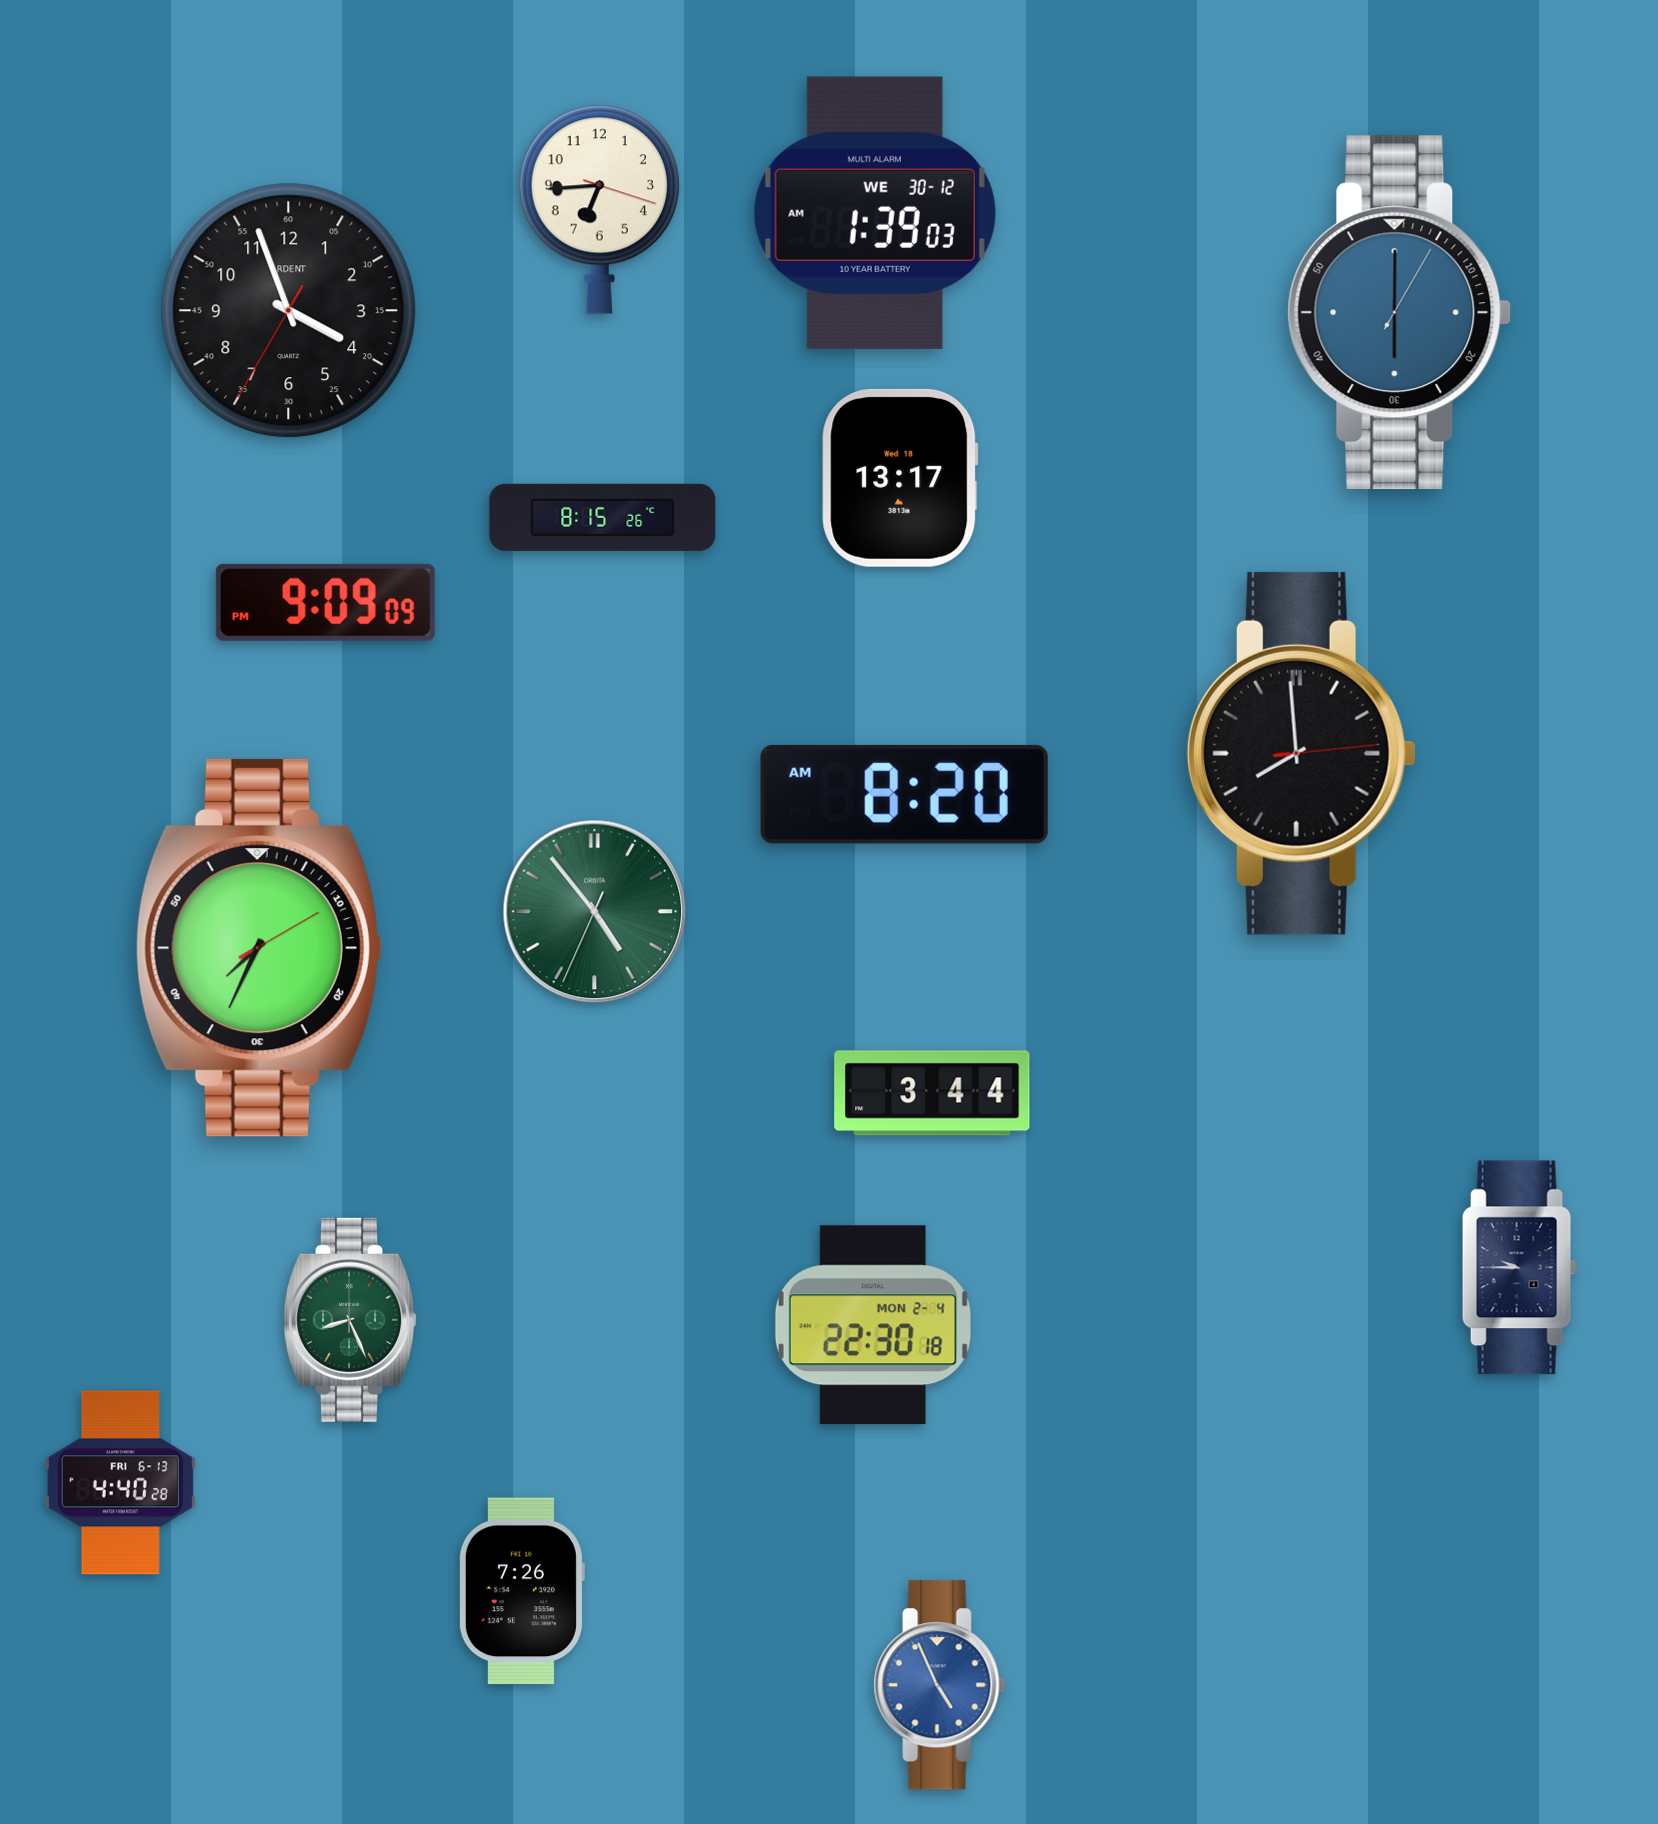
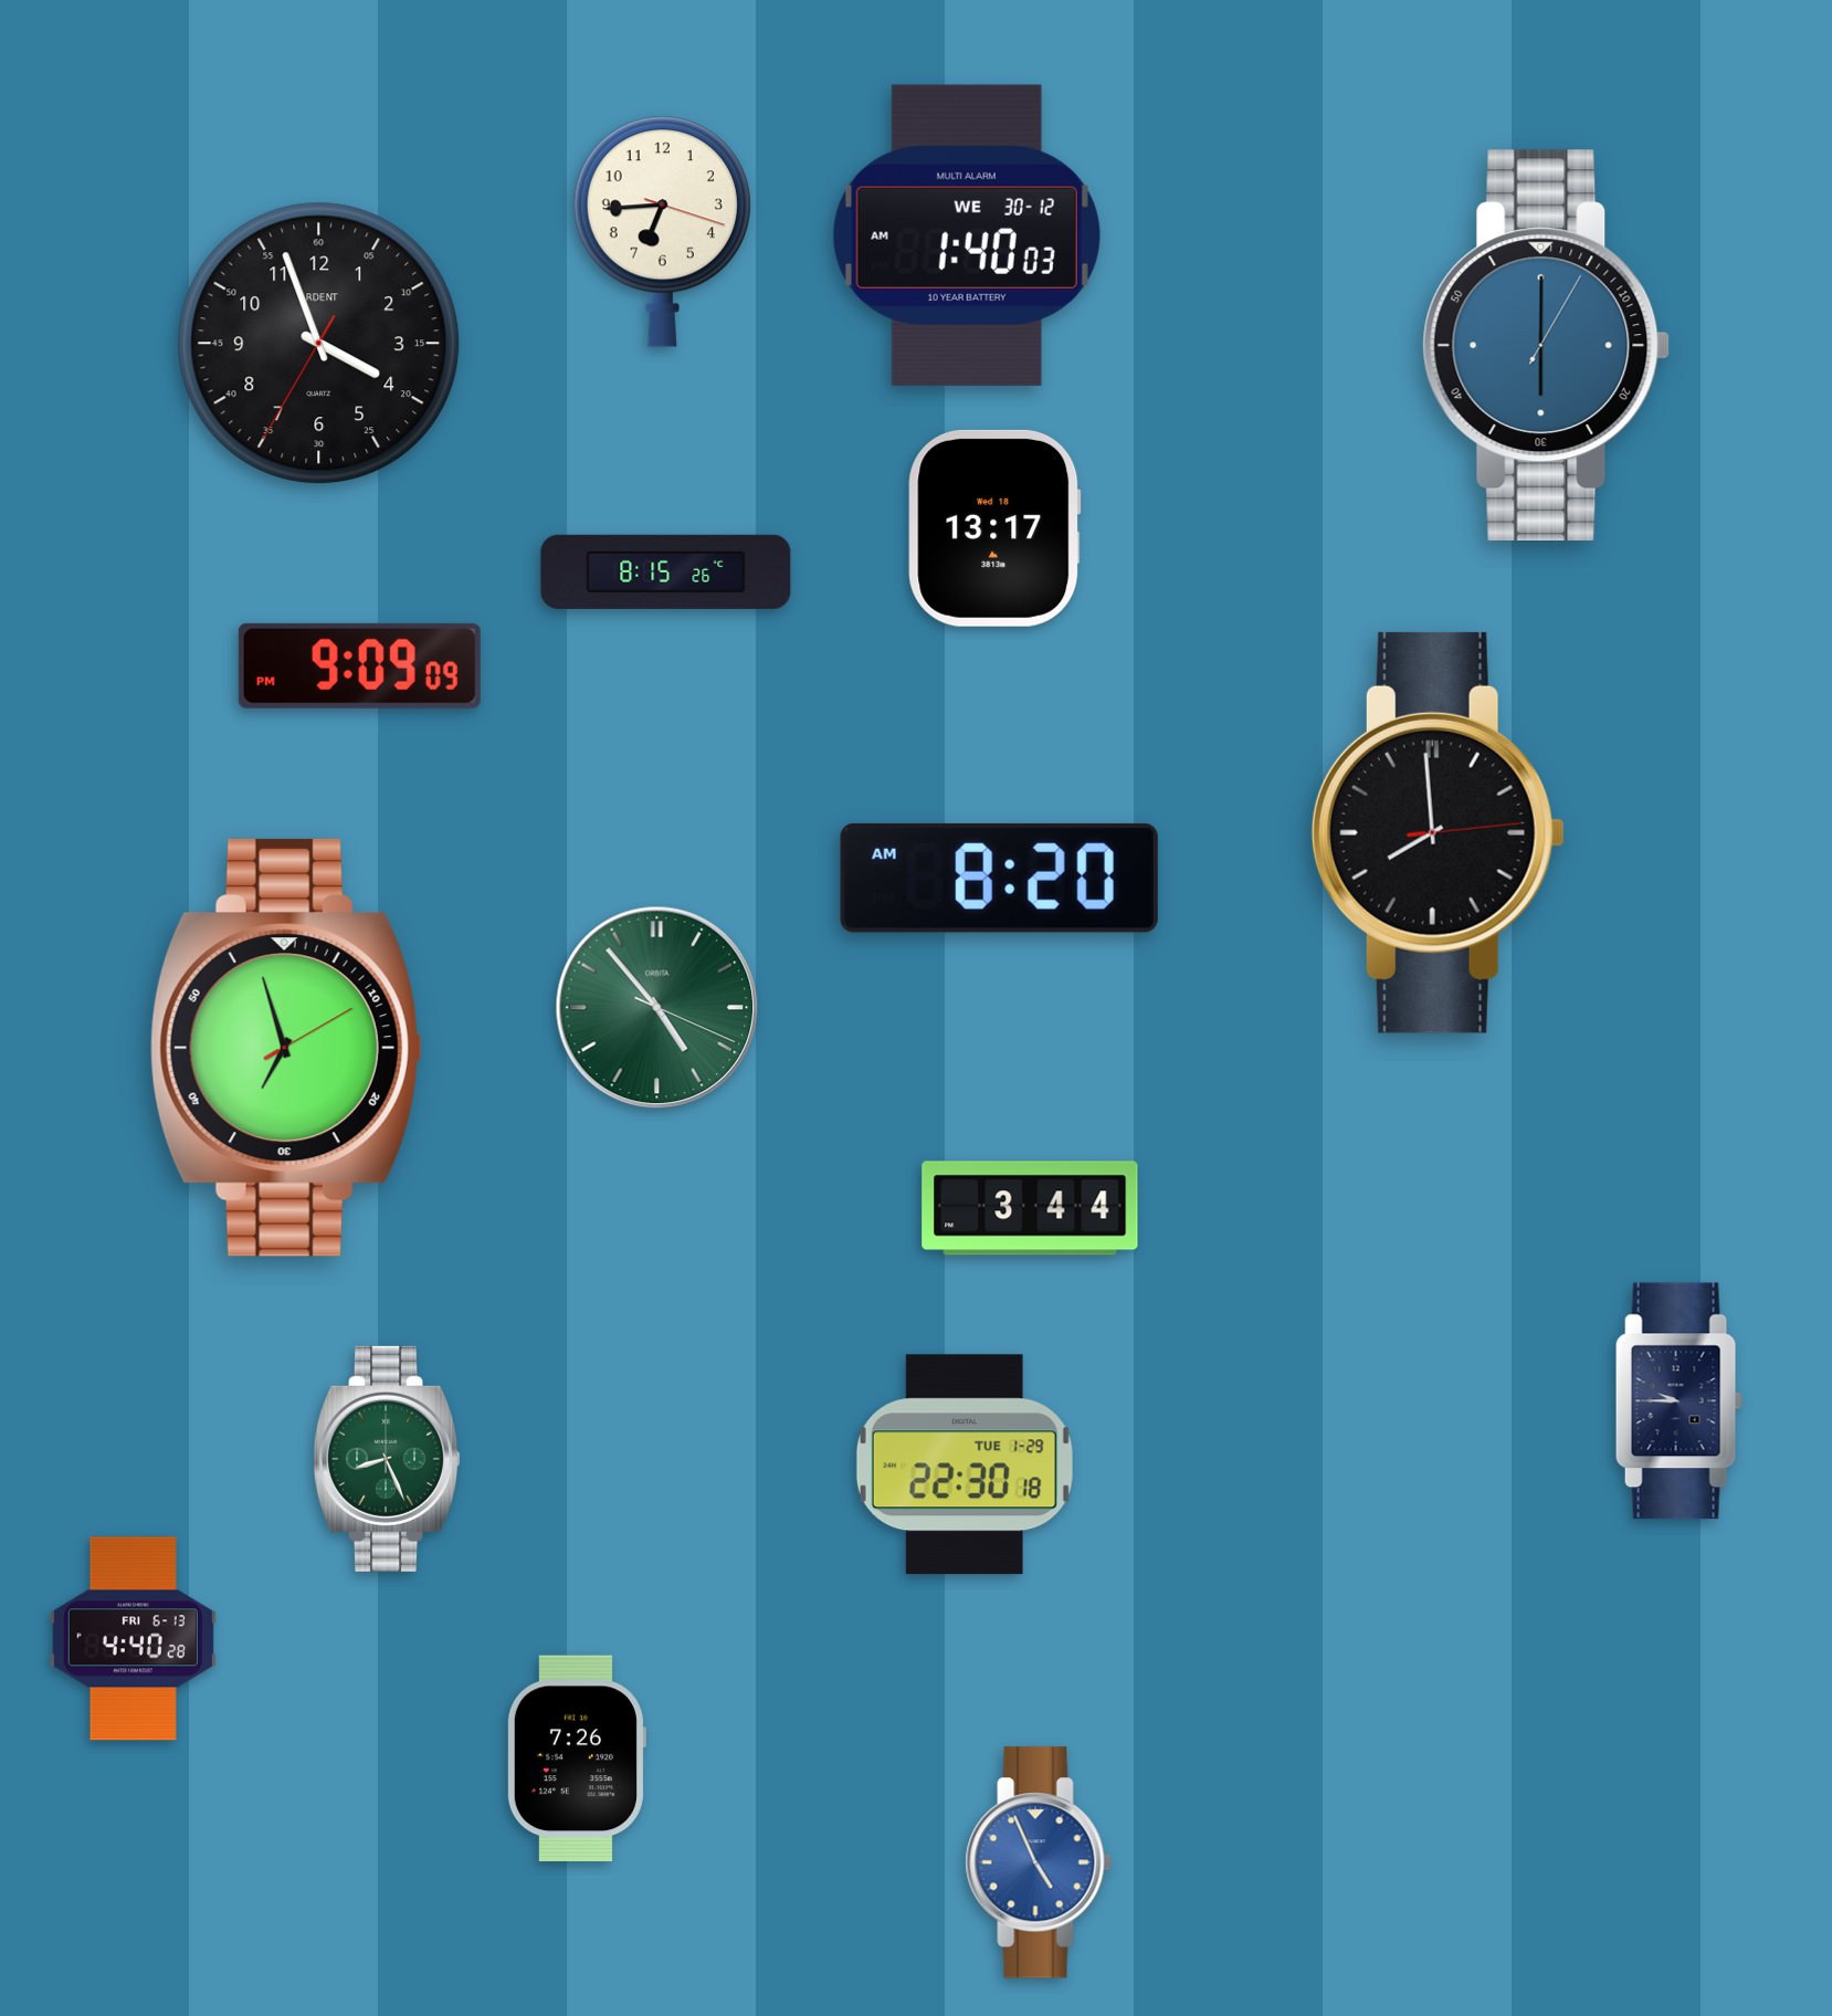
clock at (875, 213): 1:39 -> 1:40
clock at (595, 912): 4:53:34 -> 4:53:19
clock at (259, 948): 7:34 -> 6:57
clock at (873, 1325) date: MON 2-4 -> TUE 1-29
